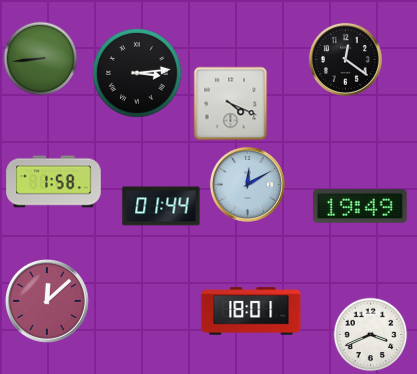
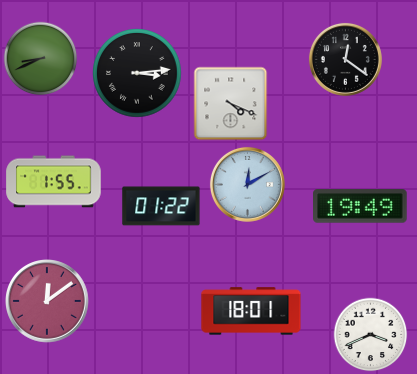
clock at (41, 59): 8:44 -> 8:41
clock at (54, 182): 1:58 -> 1:55
clock at (161, 206): 01:44 -> 01:22
clock at (48, 302): 12:08 -> 12:09
